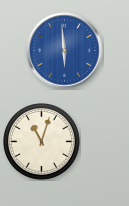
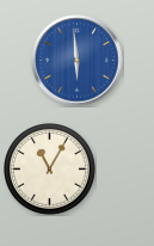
clock at (42, 142): 11:03 -> 11:05
